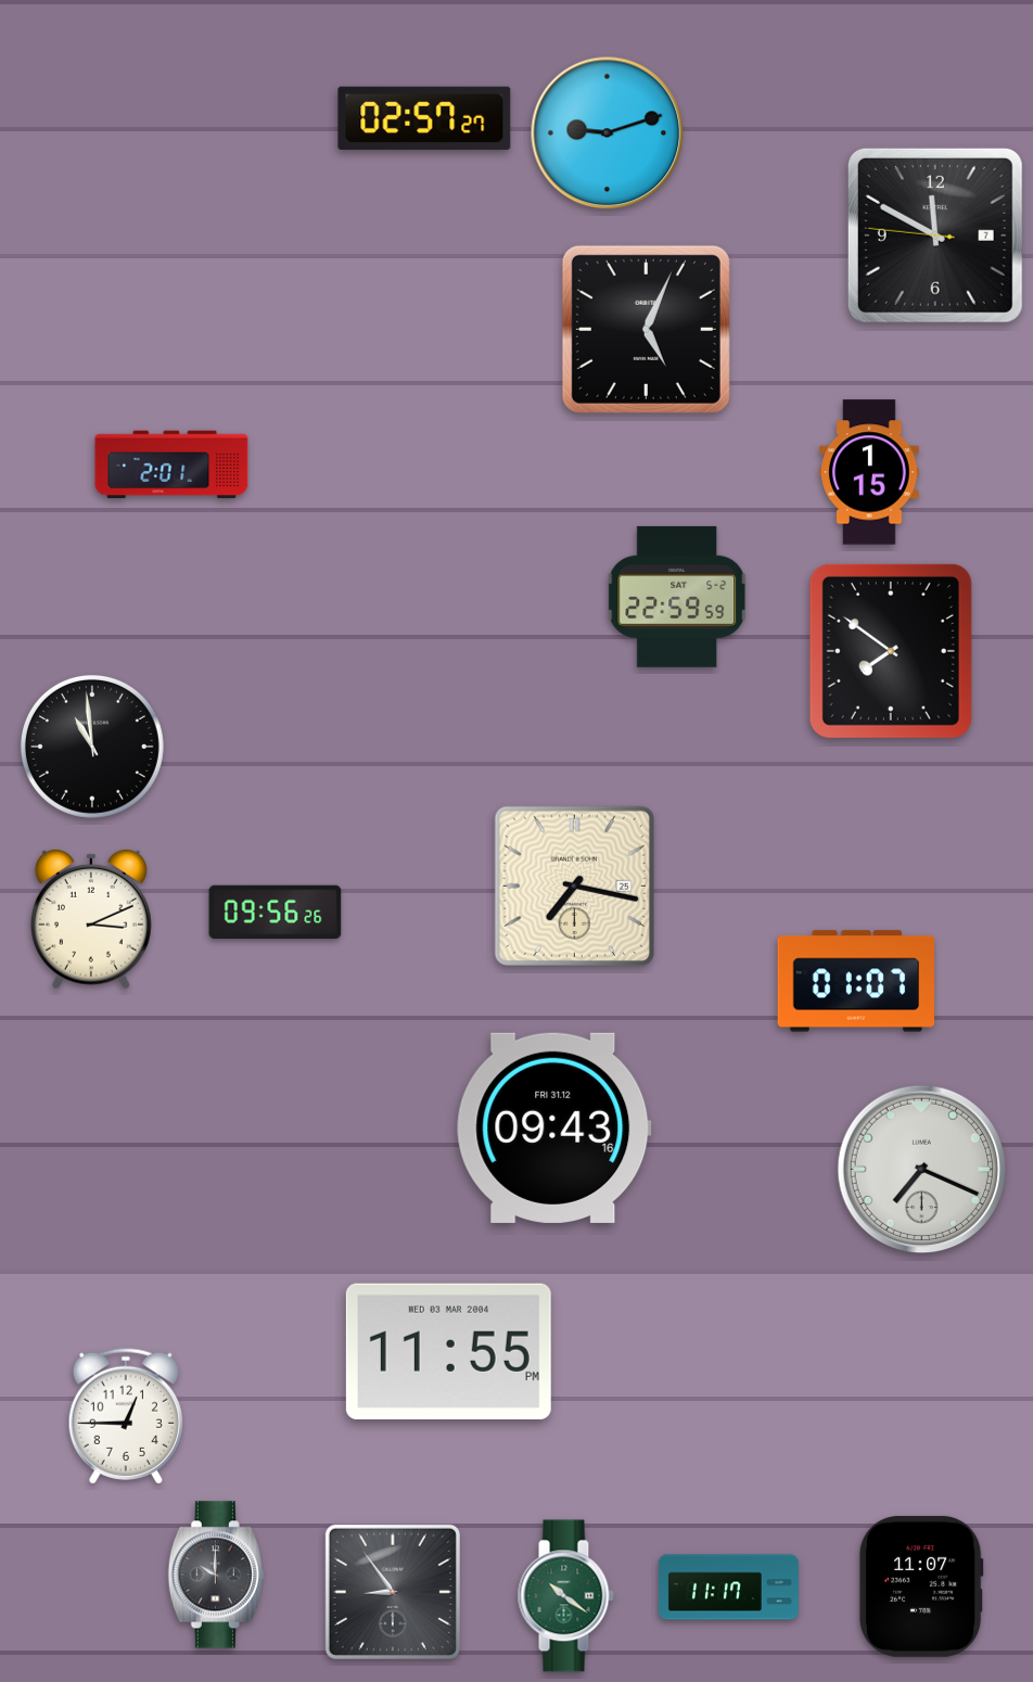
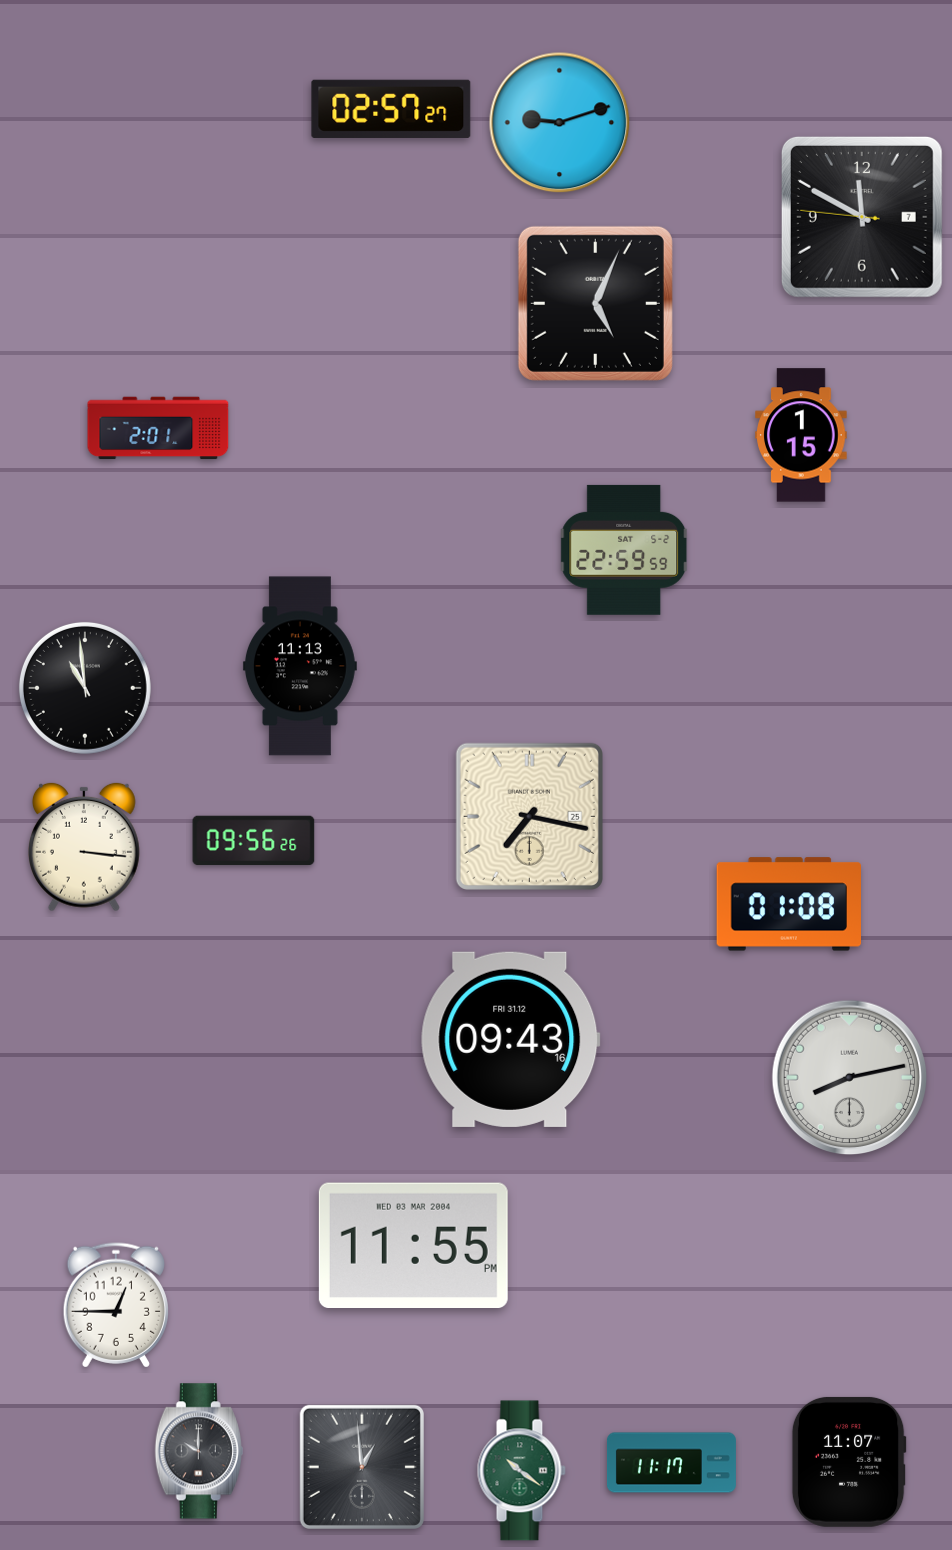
clock at (891, 651): 7:51 -> none
clock at (300, 666): none -> 11:13
clock at (91, 919): 3:11 -> 3:16
clock at (855, 981): 01:07 -> 01:08
clock at (922, 1170): 7:19 -> 8:13
clock at (393, 1592): 8:54 -> 12:59
